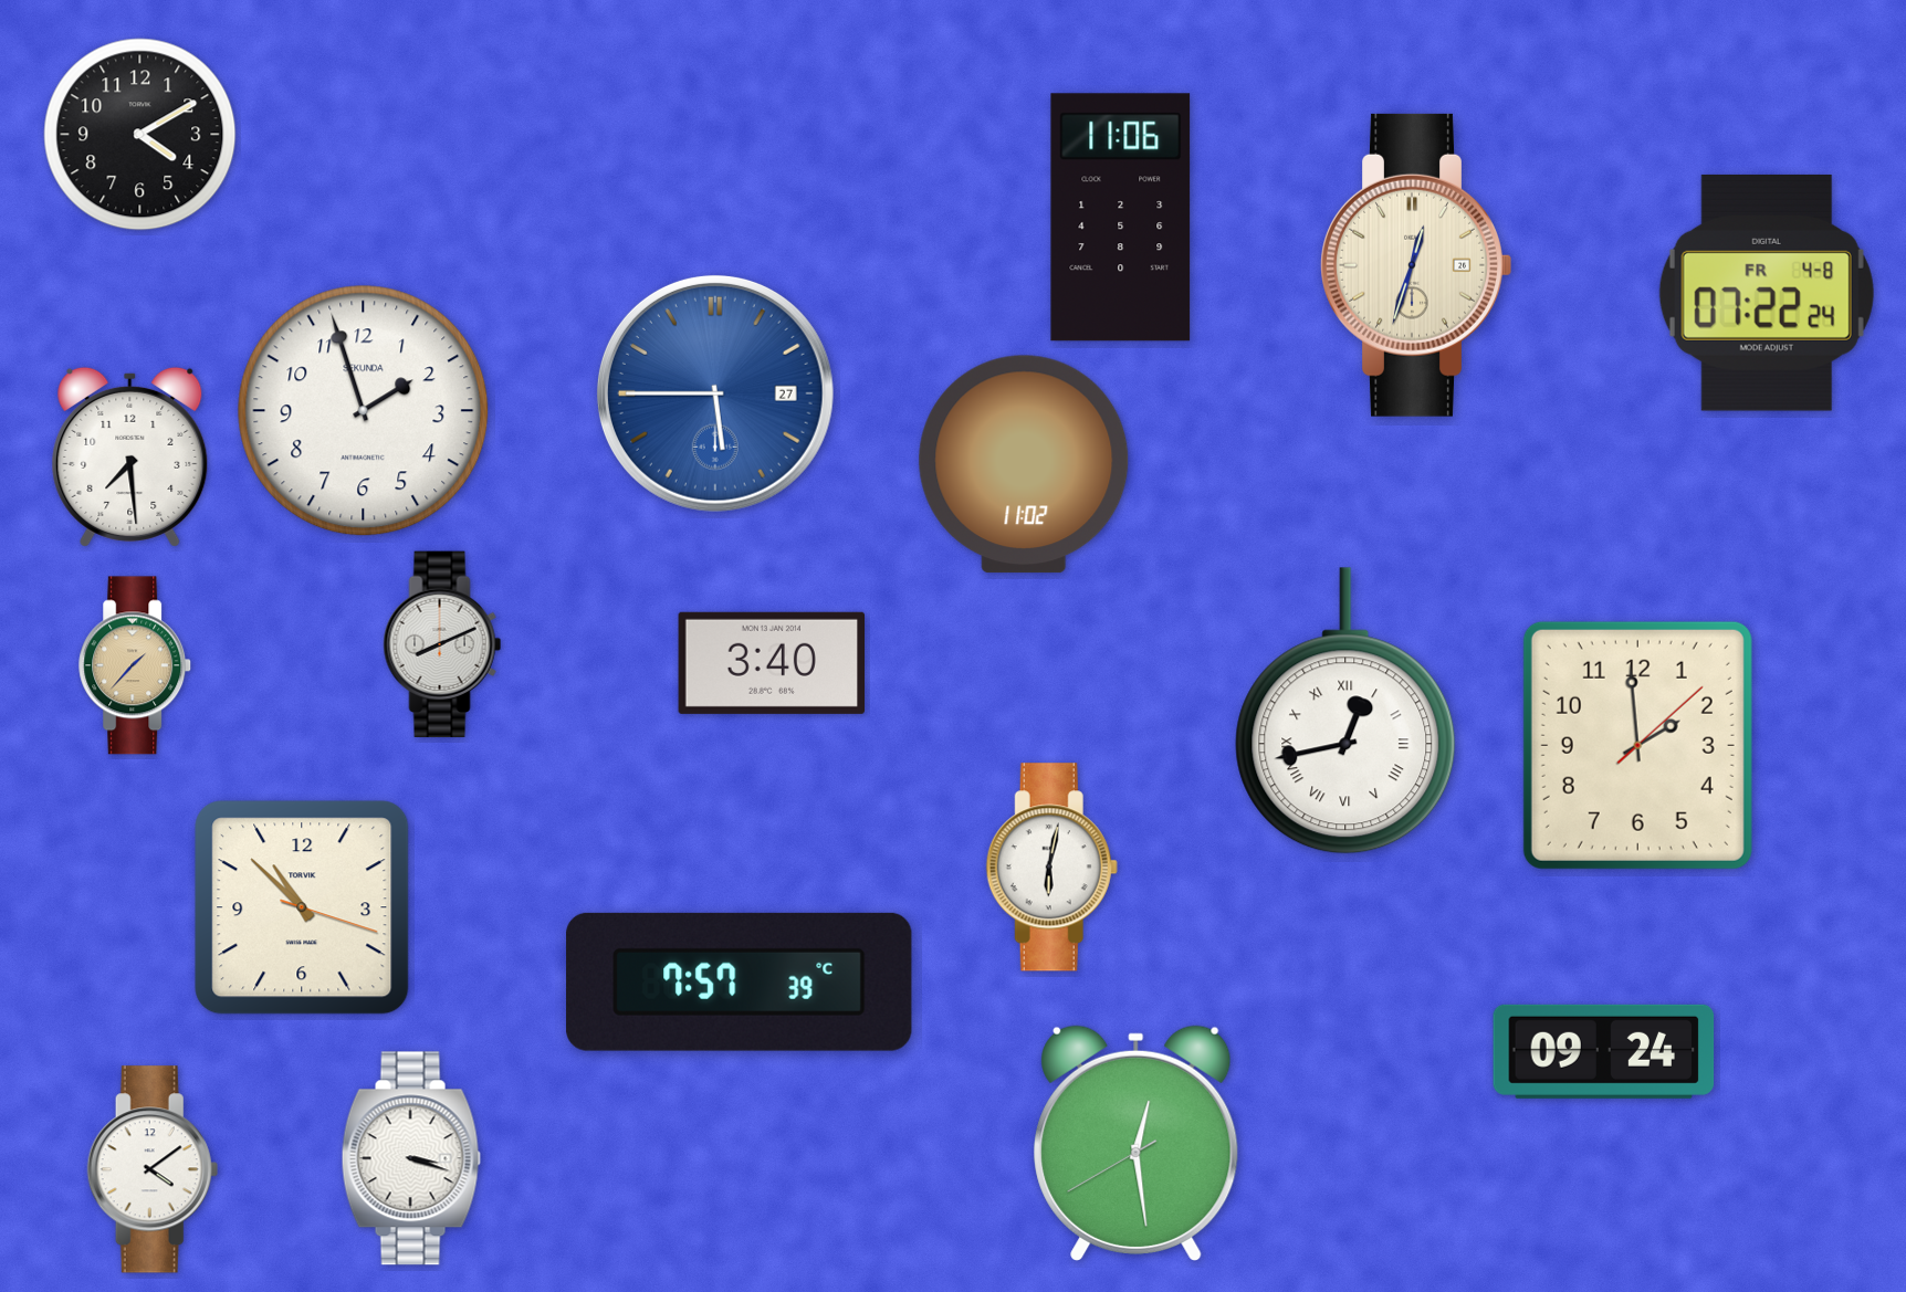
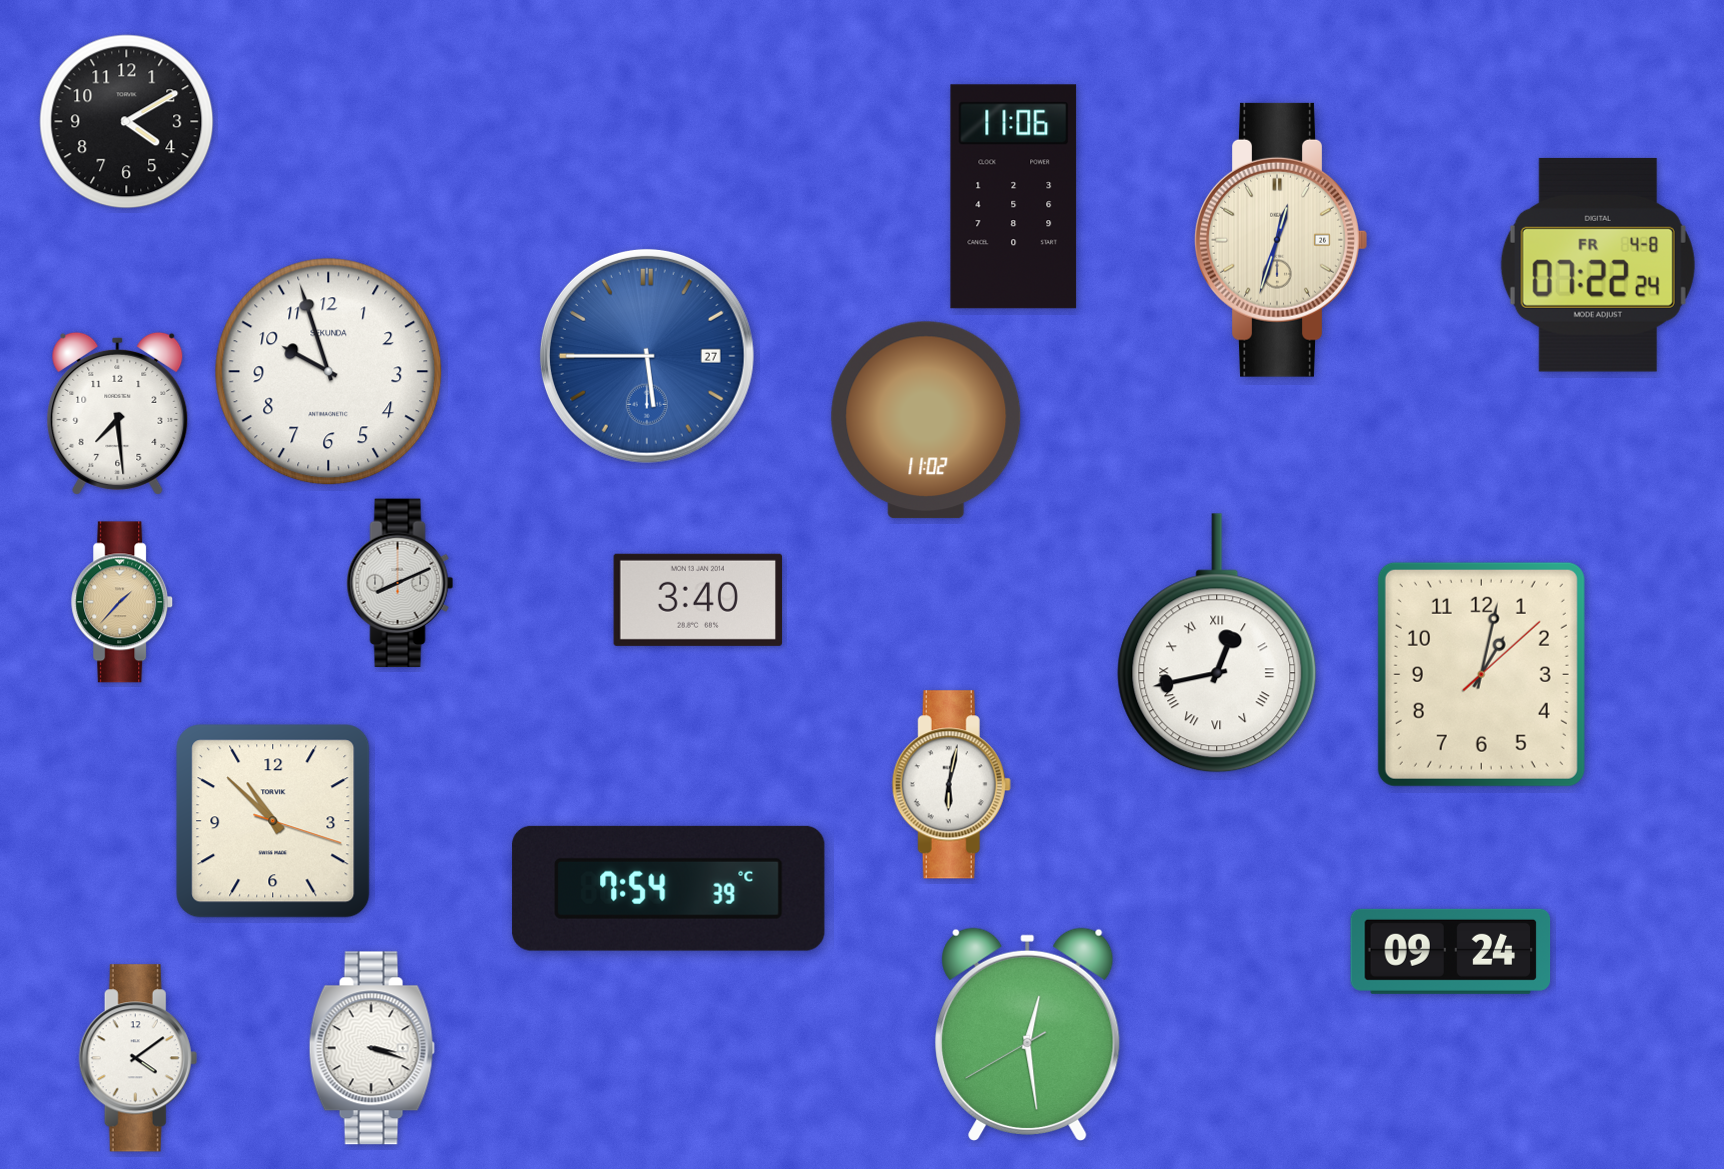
clock at (364, 411): 1:57 -> 9:57
clock at (1637, 745): 1:59 -> 1:02
clock at (740, 981): 7:57 -> 7:54
